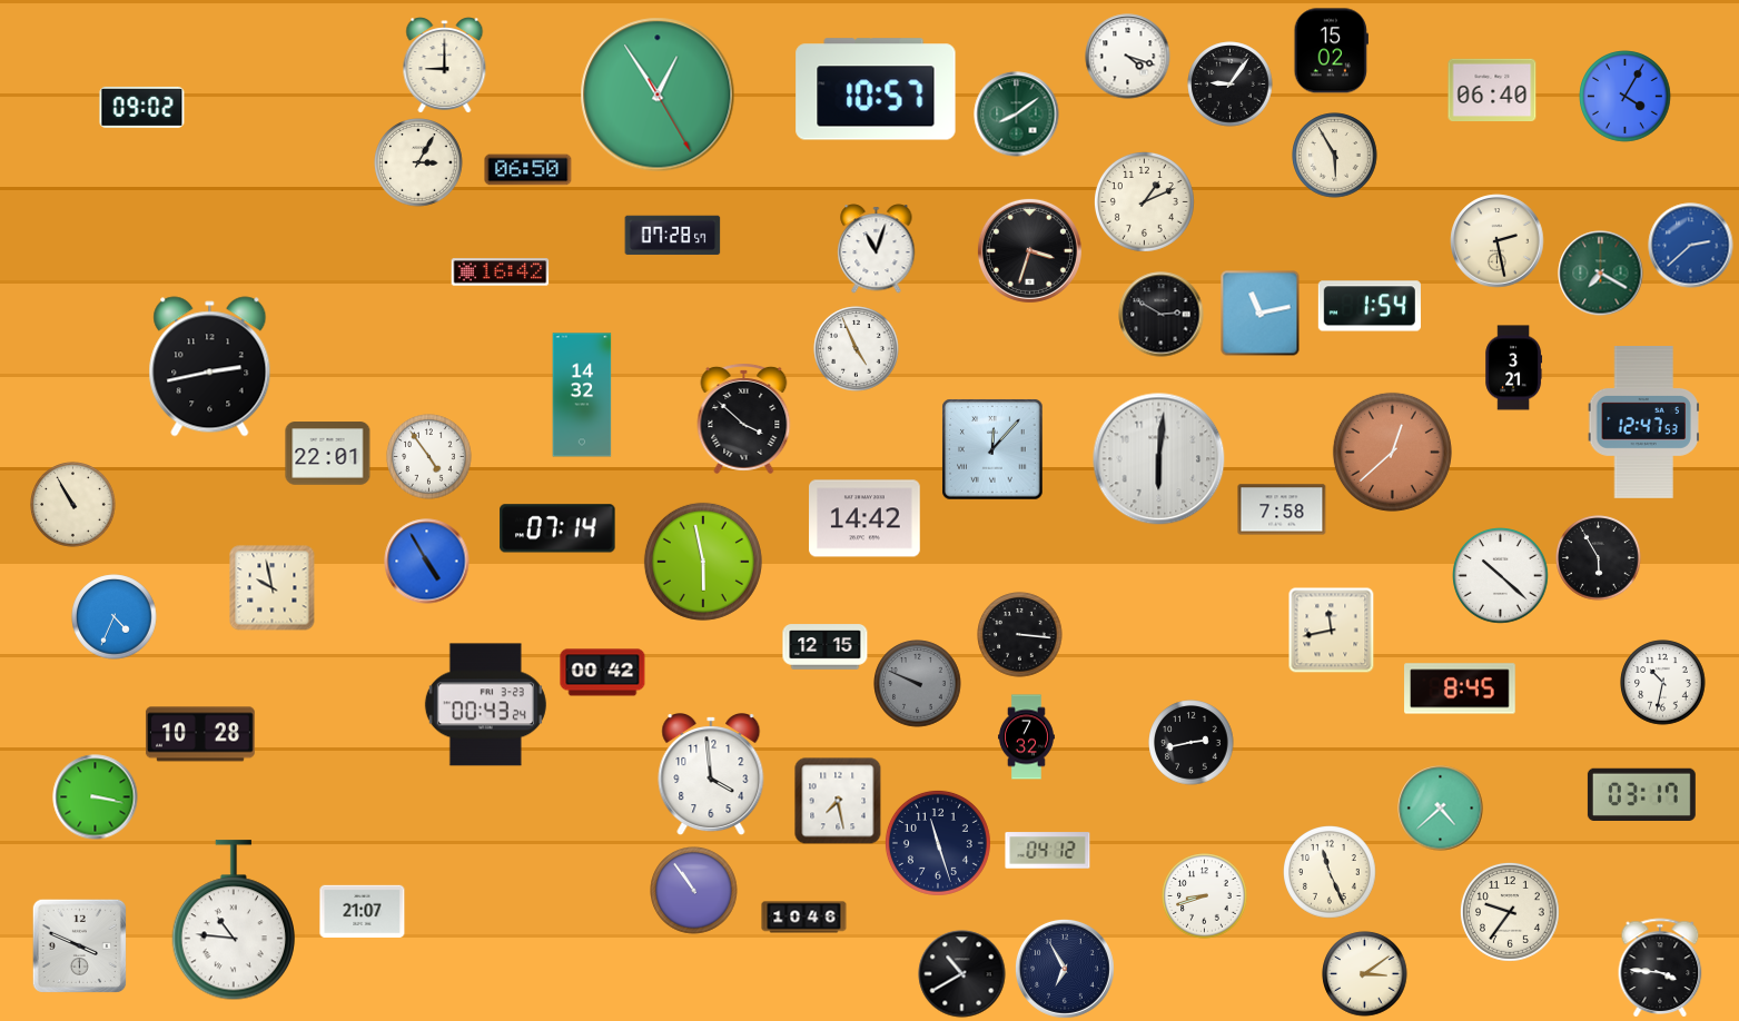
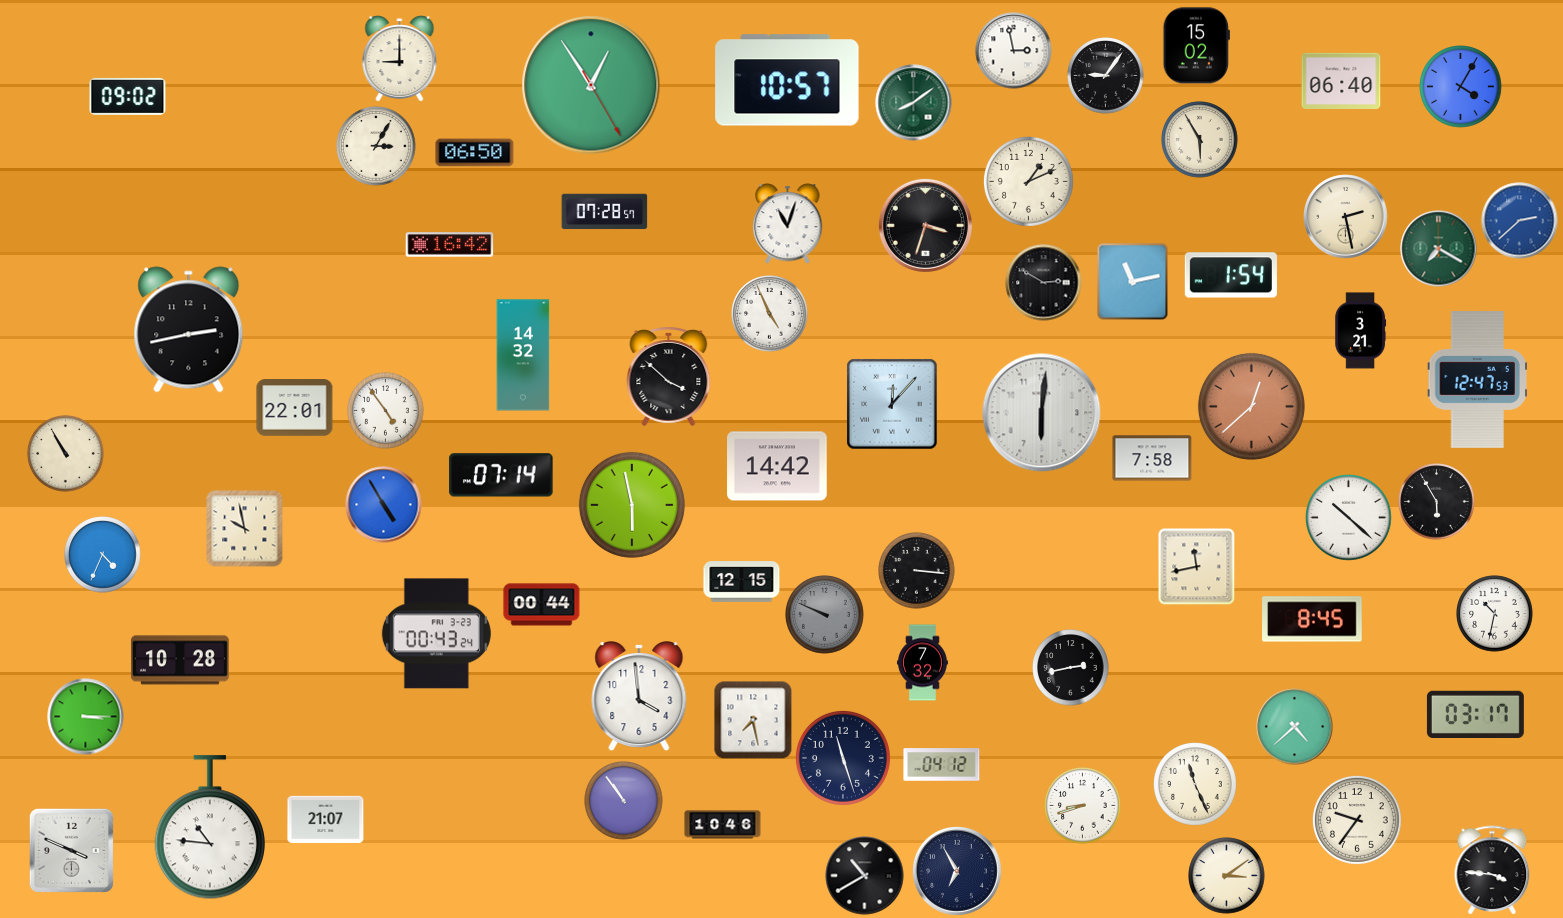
clock at (1128, 57): 4:18 -> 2:58
clock at (1601, 274) position: (1601, 274) -> (1439, 249)
clock at (603, 673): 00:42 -> 00:44
clock at (96, 797): 3:17 -> 3:15
